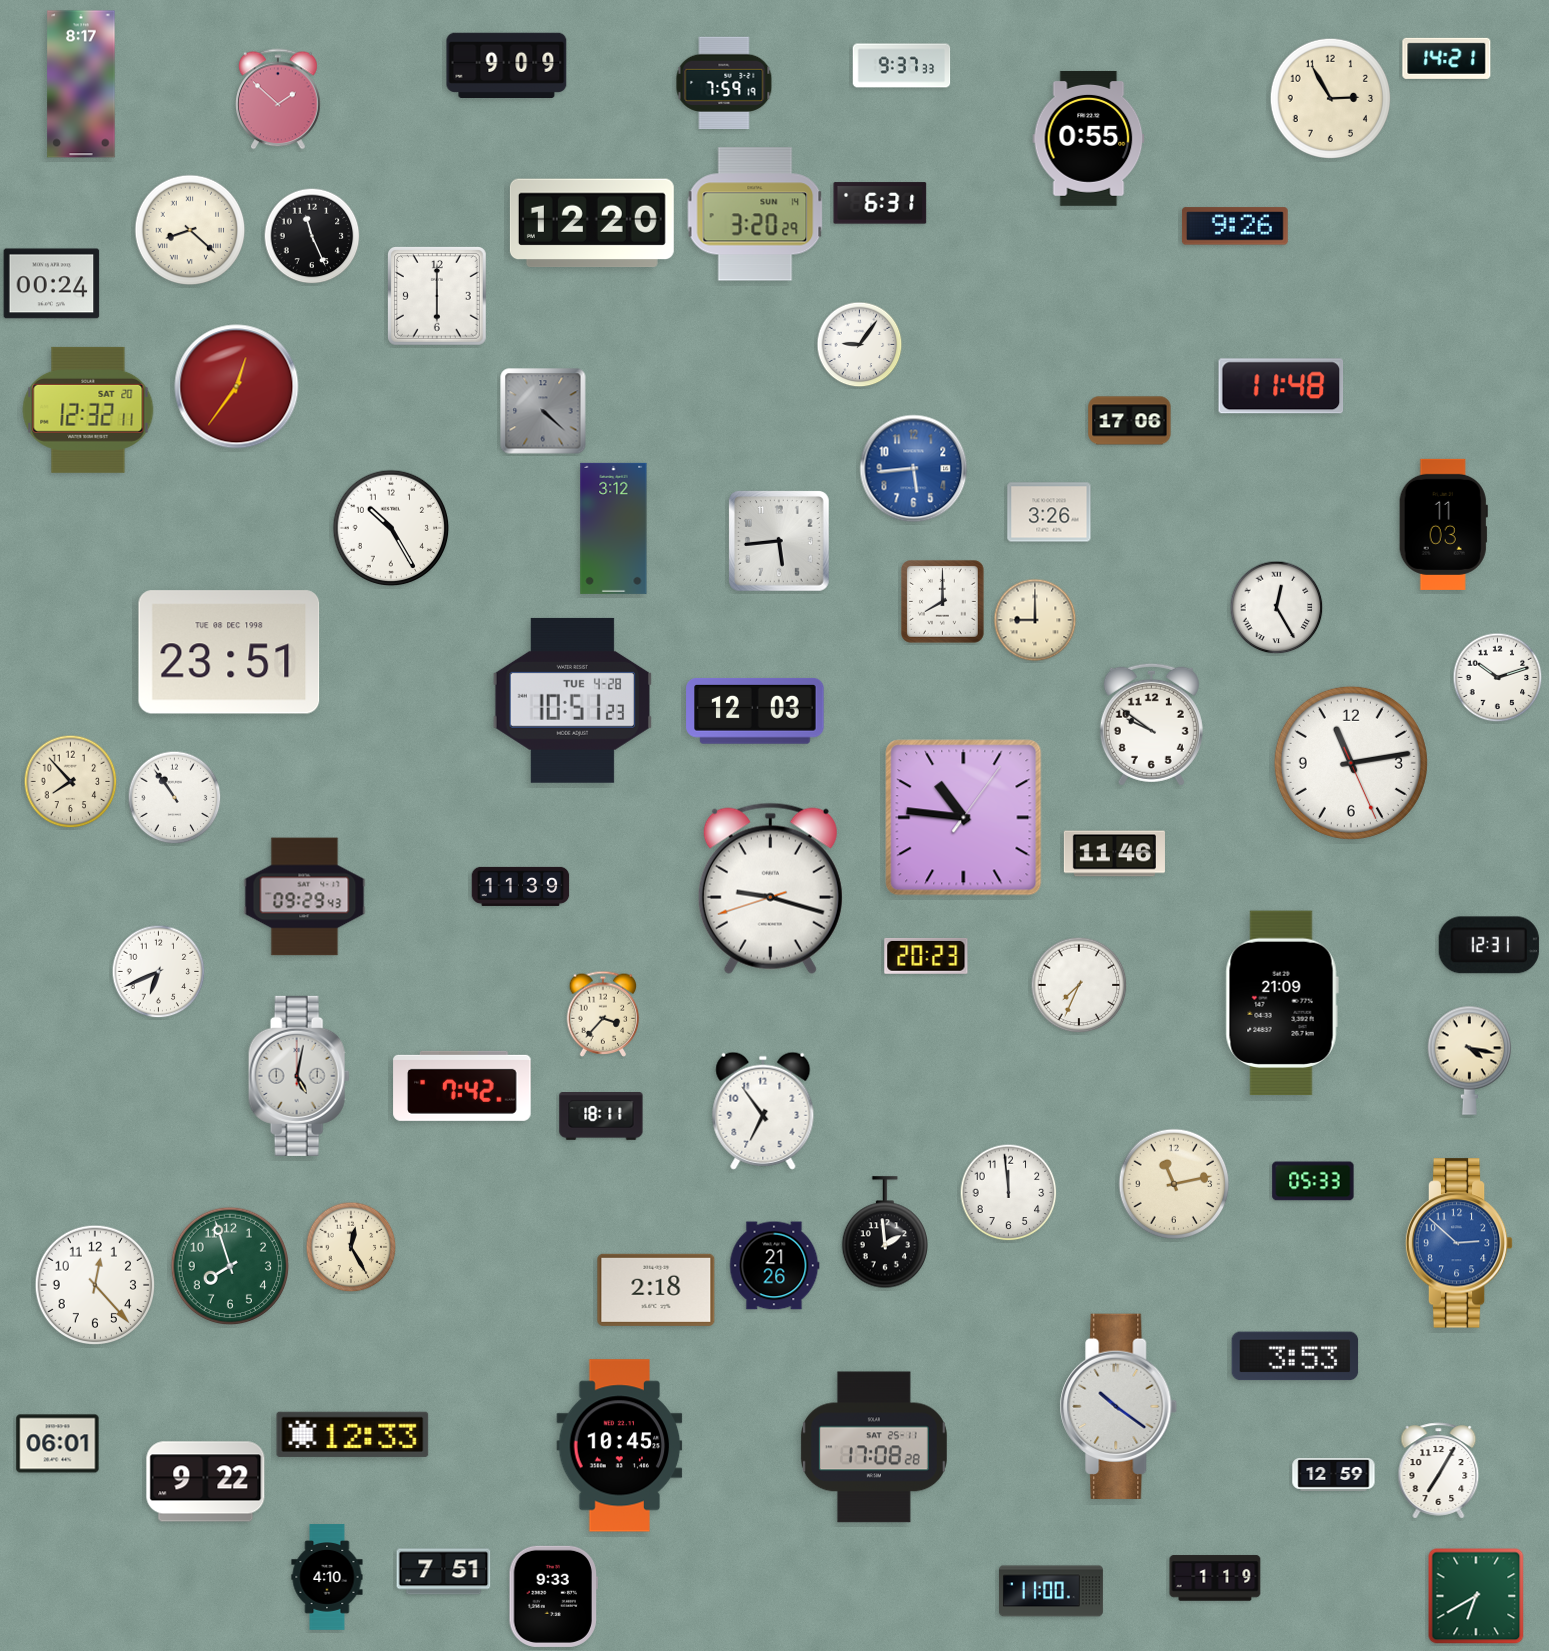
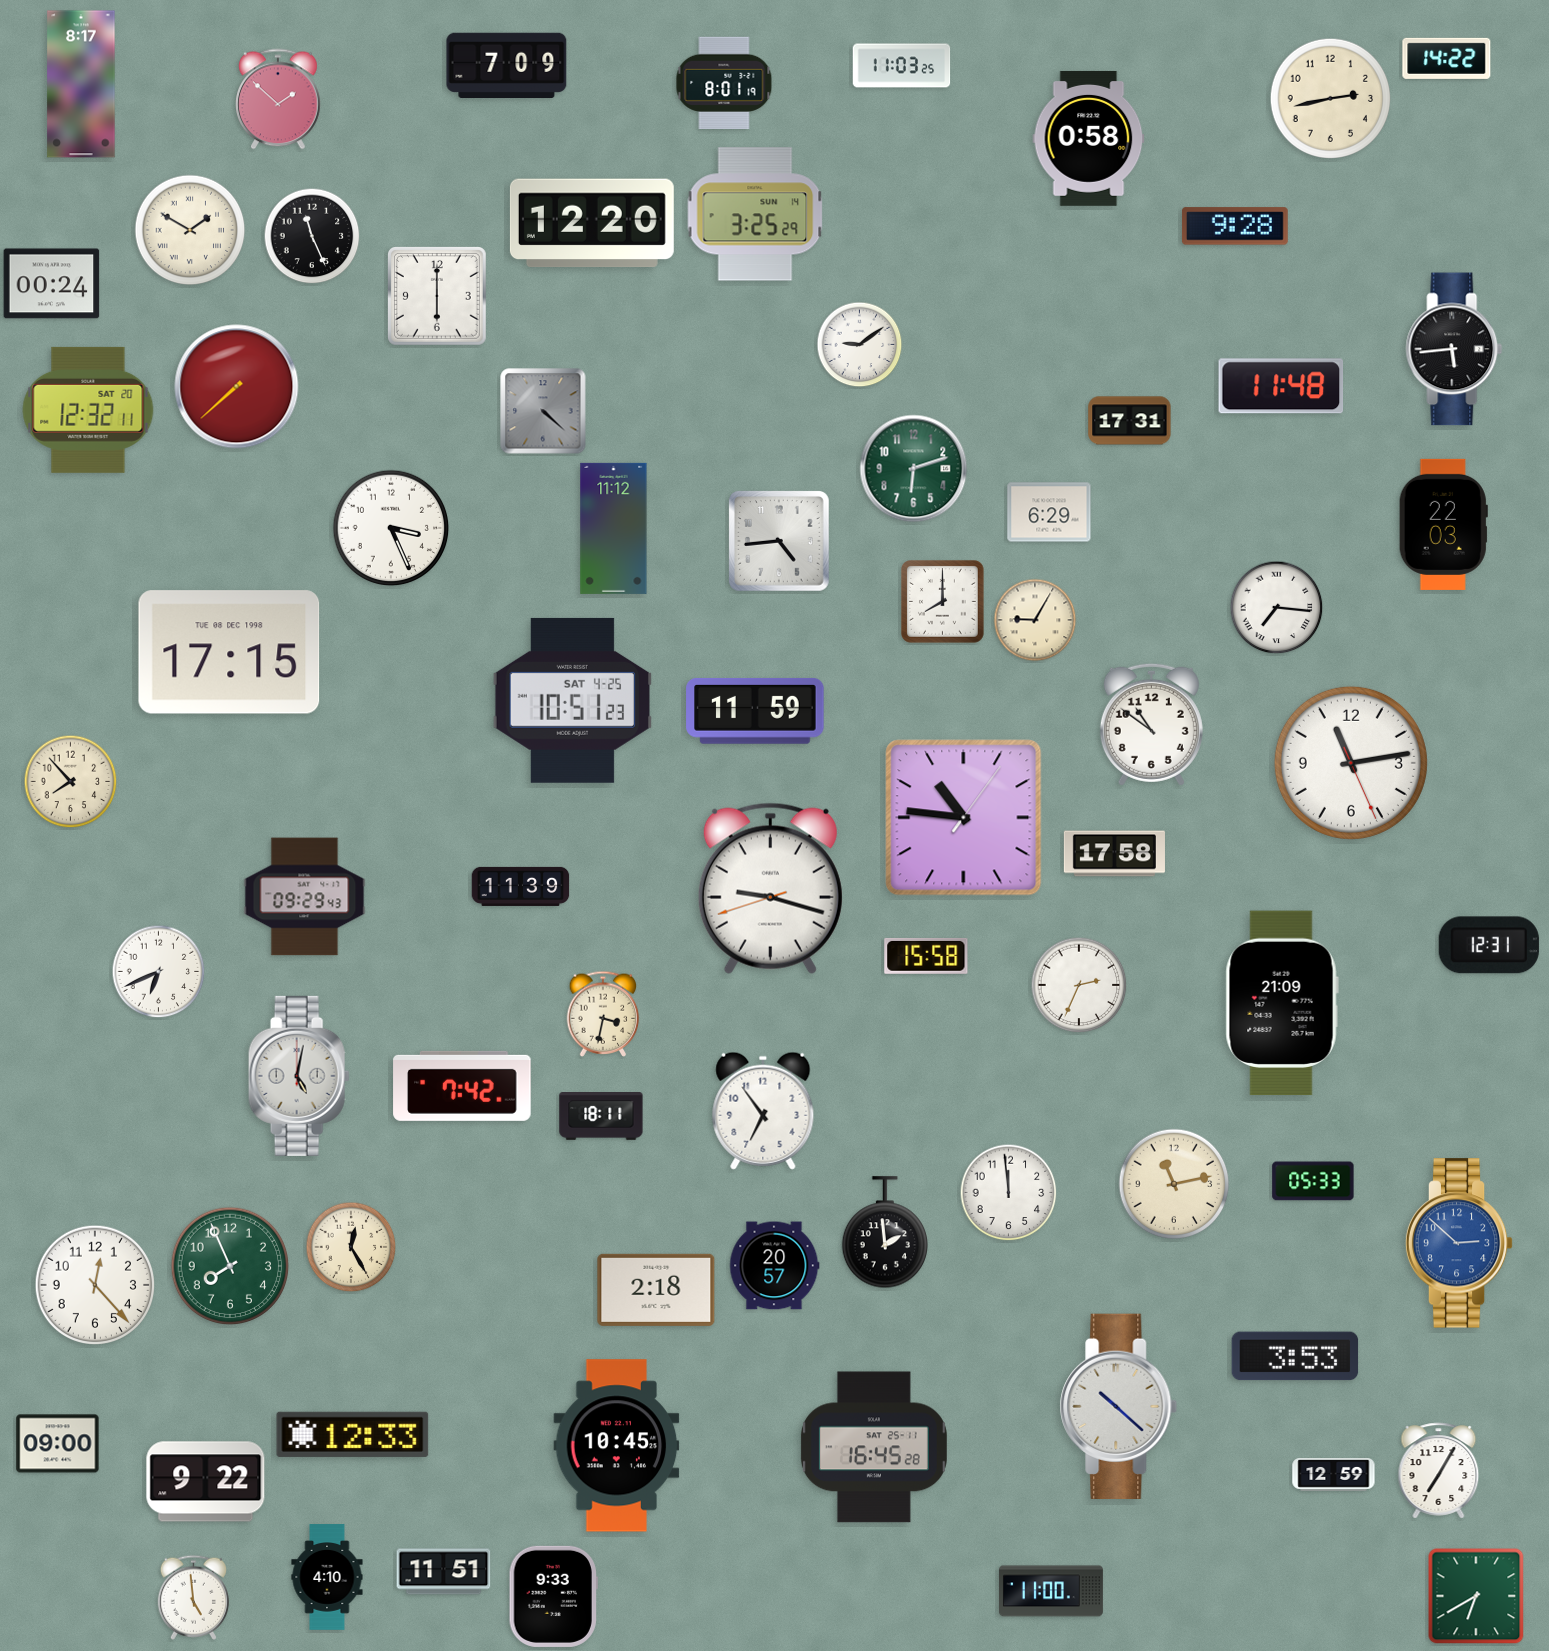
clock at (1447, 58): 14:21 -> 14:22
clock at (507, 65): 9:09 -> 7:09
clock at (902, 66): 9:37 -> 11:03
clock at (724, 82): 7:59 -> 8:01
clock at (1330, 98): 2:55 -> 2:43
clock at (1089, 138): 0:55 -> 0:58
clock at (880, 203): 6:31 -> none
clock at (755, 214): 3:20 -> 3:25
clock at (1235, 226): 9:26 -> 9:28
clock at (190, 230): 8:22 -> 1:50
clock at (860, 345): 9:06 -> 9:09
clock at (1454, 349): none -> 5:44
clock at (237, 387): 12:36 -> 7:38
clock at (1130, 421): 17:06 -> 17:31
clock at (914, 469): 5:44 -> 6:12
clock at (914, 469) dial: blue -> green
clock at (1049, 512): 3:26 -> 6:29
clock at (1443, 524): 11:03 -> 22:03
clock at (391, 528): 10:25 -> 3:26
clock at (614, 528): 3:12 -> 11:12
clock at (780, 542): 5:44 -> 4:44
clock at (1277, 608): 12:25 -> 7:16
clock at (1035, 620): 9:00 -> 9:05
clock at (229, 652): 23:51 -> 17:15
clock at (1498, 678): 10:12 -> none
clock at (572, 700) date: TUE 4-28 -> SAT 4-25
clock at (755, 711): 12:03 -> 11:59
clock at (1151, 724): 9:51 -> 10:51
clock at (175, 798): 10:54 -> none
clock at (1114, 854): 11:46 -> 17:58
clock at (926, 956): 20:23 -> 15:58
clock at (1079, 985): 7:34 -> 2:34
clock at (603, 1013): 3:37 -> 3:32
clock at (1470, 1060): 4:17 -> none
clock at (230, 1266): 7:57 -> 7:56
clock at (775, 1266): 21:26 -> 20:57
clock at (1119, 1406): 10:21 -> 10:22
clock at (58, 1444): 06:01 -> 09:00
clock at (620, 1446) position: (620, 1446) -> (617, 1446)
clock at (874, 1447): 17:08 -> 16:45
clock at (444, 1572): 7:51 -> 11:51
clock at (1215, 1578): 1:19 -> none
clock at (193, 1597): none -> 4:59
